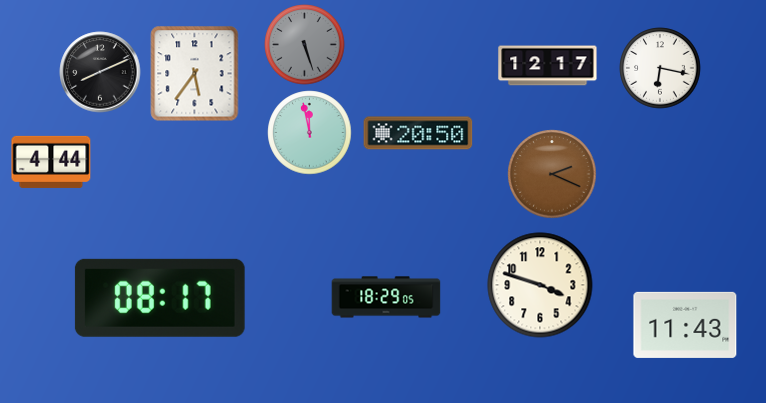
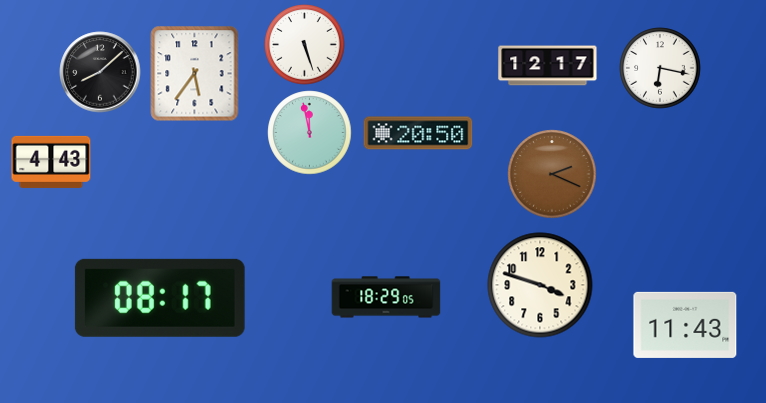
clock at (305, 45) dial: grey -> white
clock at (100, 72): 8:11 -> 8:08
clock at (51, 162): 4:44 -> 4:43
